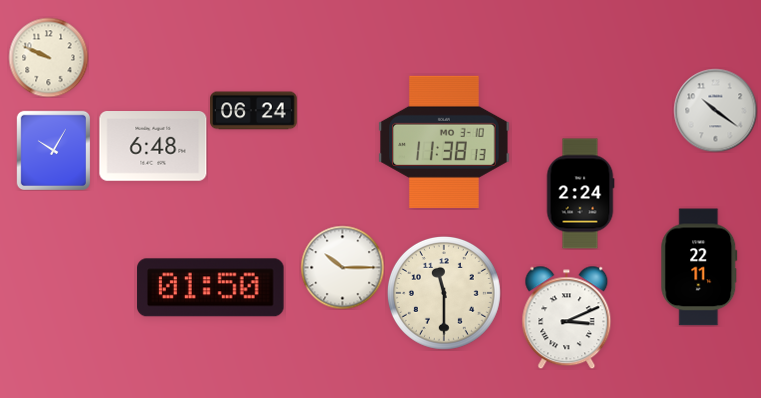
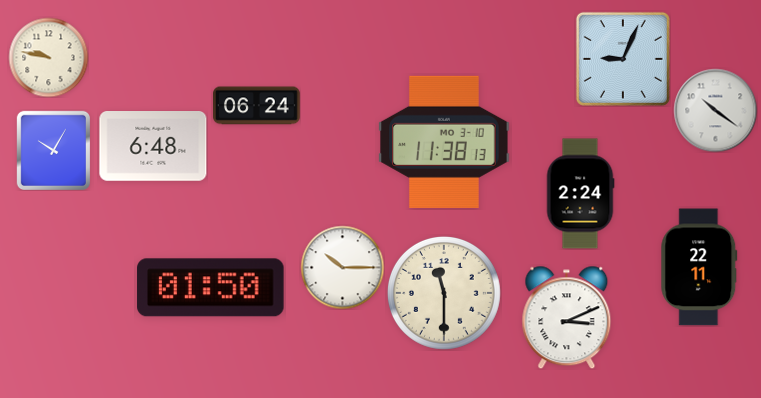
clock at (48, 57): 9:49 -> 9:47
clock at (623, 59): none -> 9:04
clock at (254, 111) position: (254, 111) -> (257, 106)
